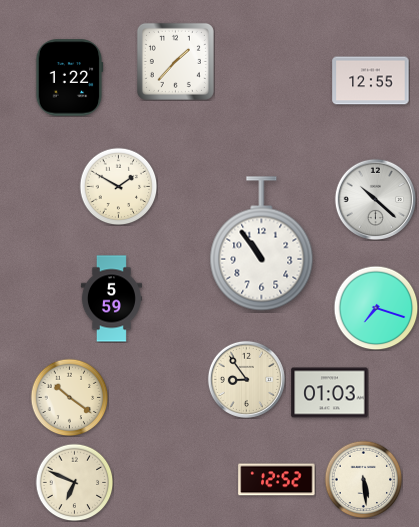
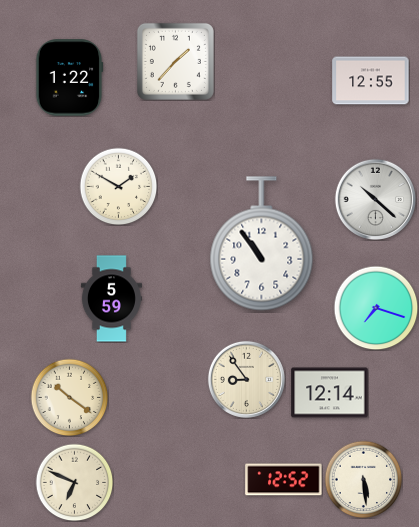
clock at (330, 393): 01:03 -> 12:14
clock at (277, 480) position: (277, 480) -> (284, 480)
